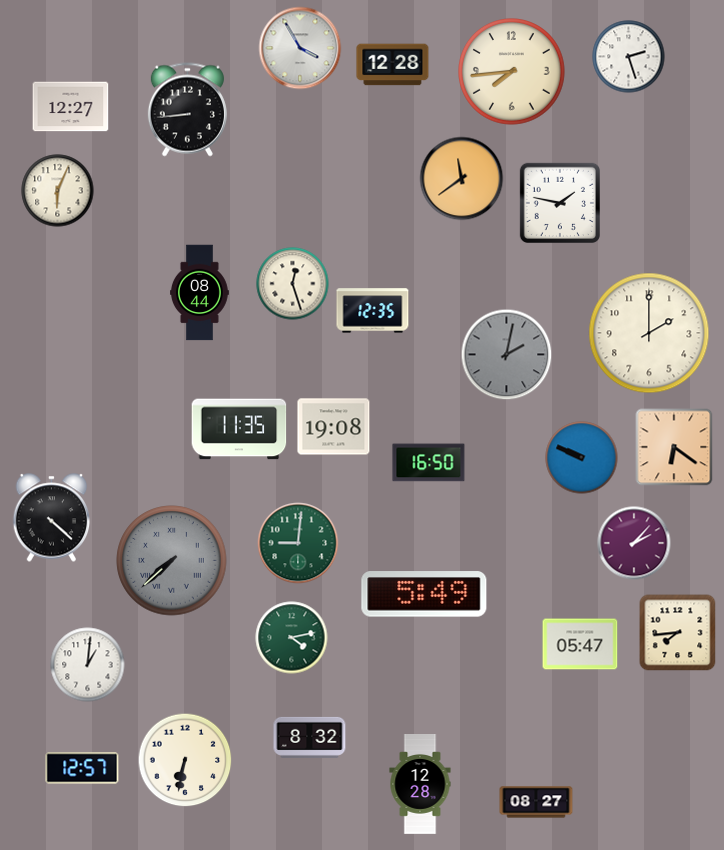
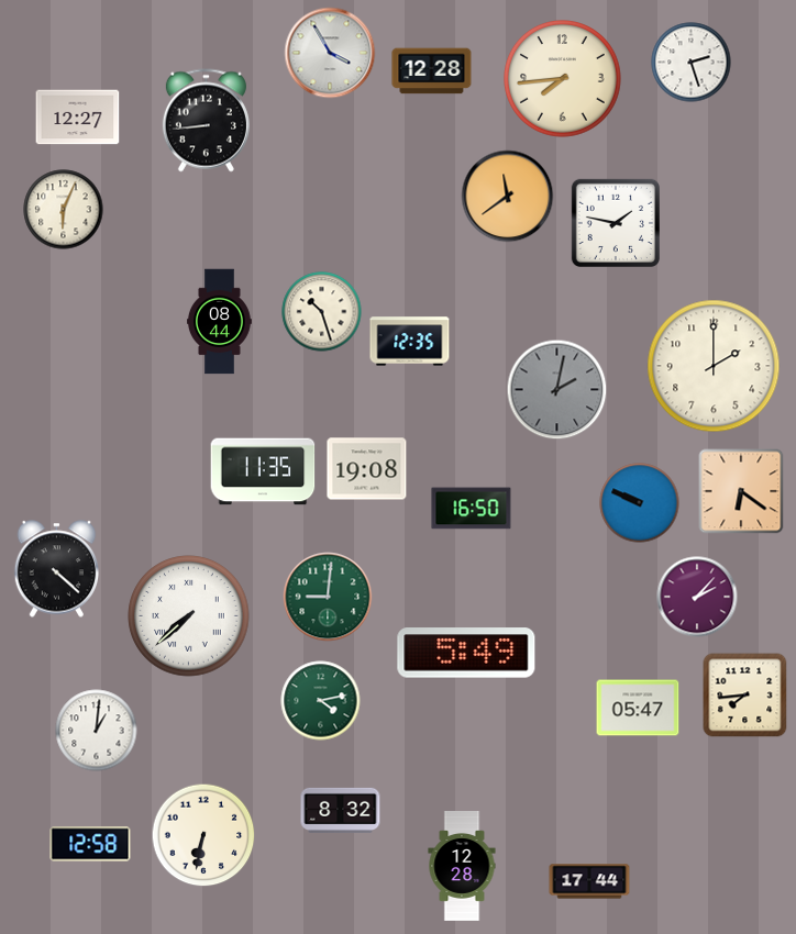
clock at (293, 284): 12:27 -> 10:27
clock at (172, 561) dial: grey -> white
clock at (82, 768): 12:57 -> 12:58
clock at (420, 785) position: (420, 785) -> (462, 867)
clock at (536, 802): 08:27 -> 17:44
